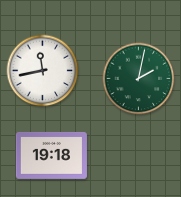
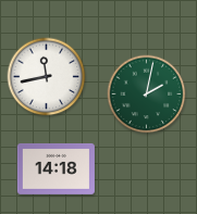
clock at (139, 79) position: (139, 79) -> (147, 95)
clock at (51, 155): 19:18 -> 14:18
